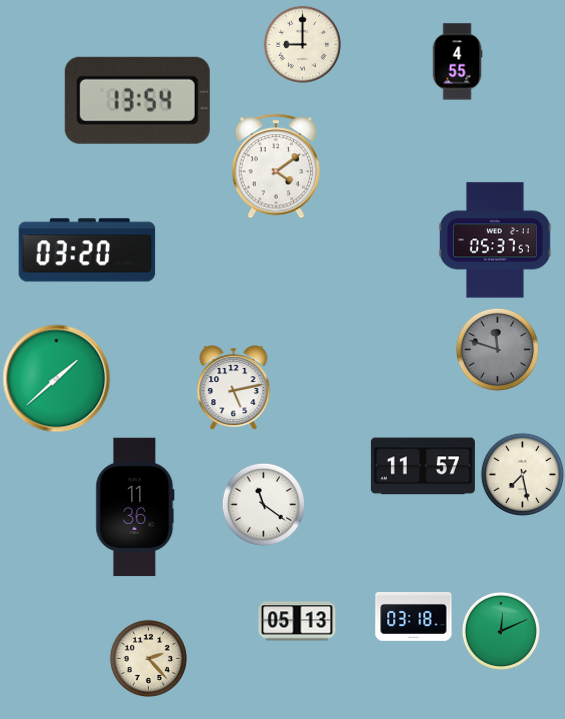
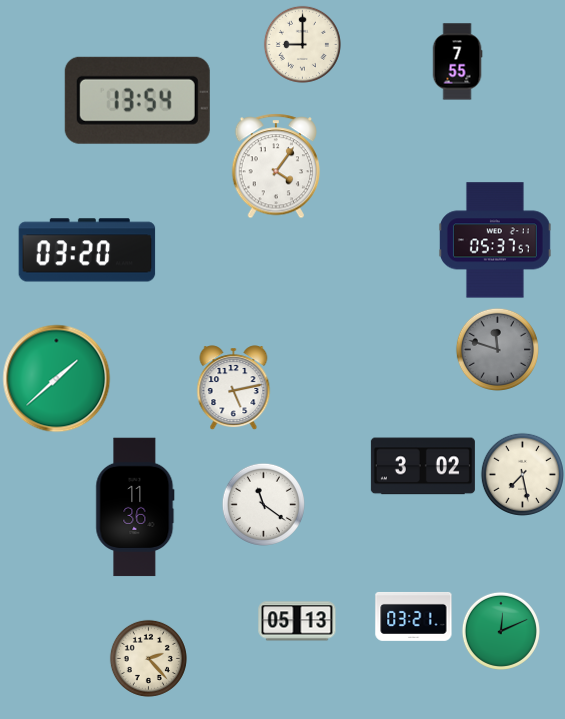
clock at (457, 62): 4:55 -> 7:55
clock at (276, 166): 4:09 -> 4:06
clock at (423, 466): 11:57 -> 3:02
clock at (414, 617): 03:18 -> 03:21
